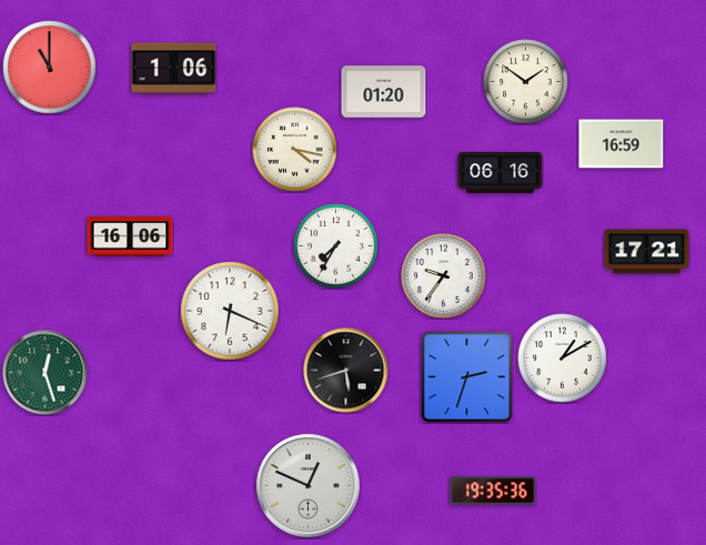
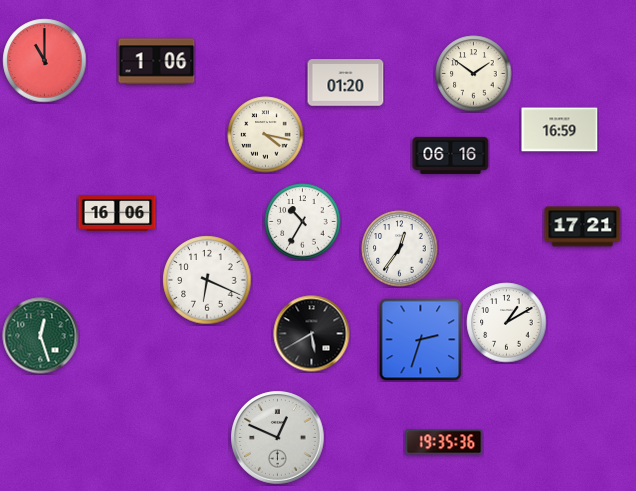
clock at (336, 246): 7:35 -> 10:35
clock at (444, 276): 9:36 -> 12:36
clock at (346, 371): 5:42 -> 5:40
